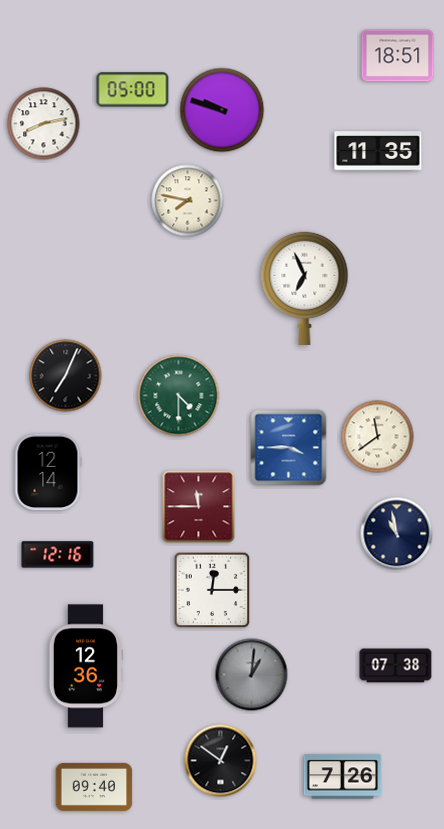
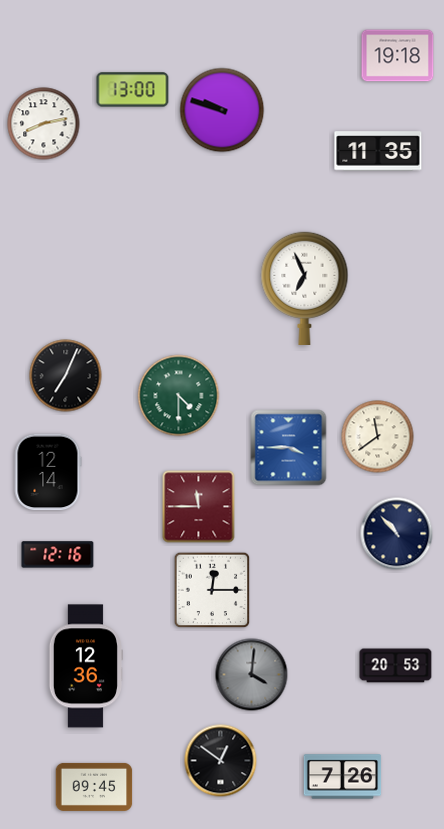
clock at (398, 56): 18:51 -> 19:18
clock at (133, 90): 05:00 -> 13:00
clock at (188, 201): 7:47 -> none
clock at (397, 534): 10:58 -> 10:53
clock at (396, 666): 07:38 -> 20:53
clock at (252, 675): 1:01 -> 4:01
clock at (94, 787): 09:40 -> 09:45
